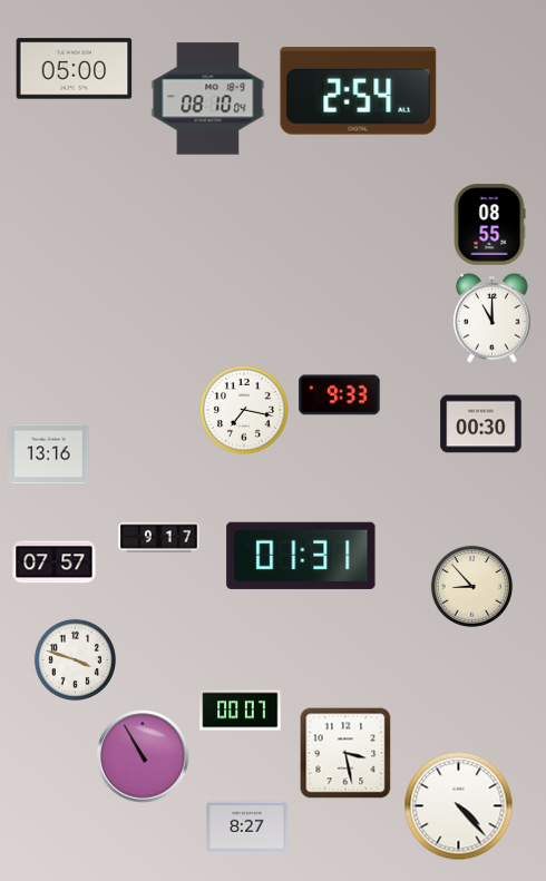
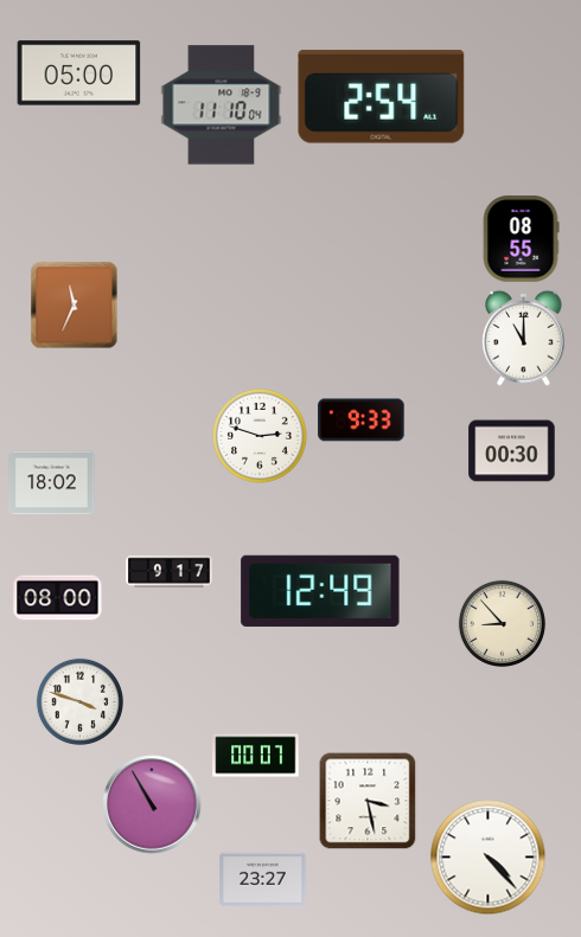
clock at (208, 99): 08:10 -> 11:10
clock at (75, 306): none -> 11:34
clock at (244, 410): 7:17 -> 2:48
clock at (49, 454): 13:16 -> 18:02
clock at (301, 556): 01:31 -> 12:49
clock at (55, 562): 07:57 -> 08:00
clock at (247, 828): 8:27 -> 23:27
